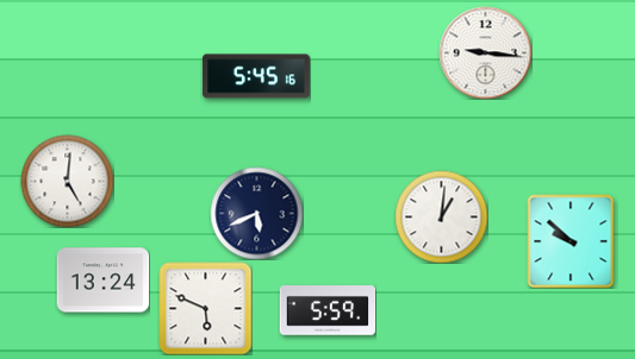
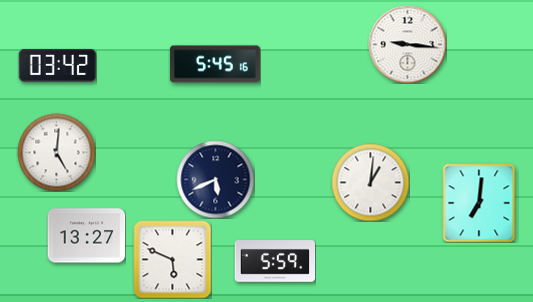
clock at (57, 65): none -> 03:42
clock at (571, 241): 9:52 -> 7:01
clock at (102, 281): 13:24 -> 13:27
